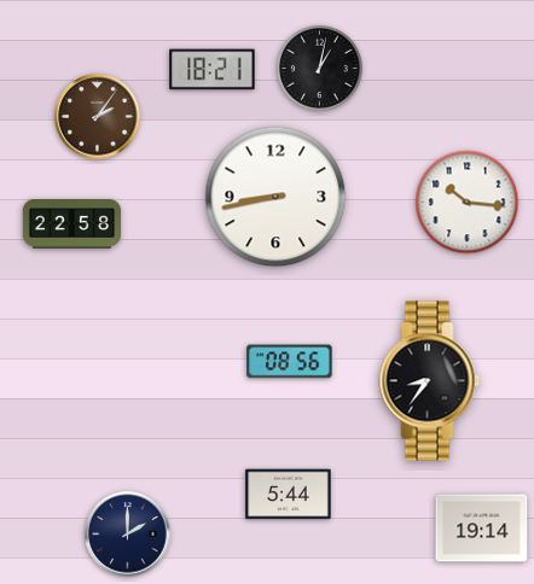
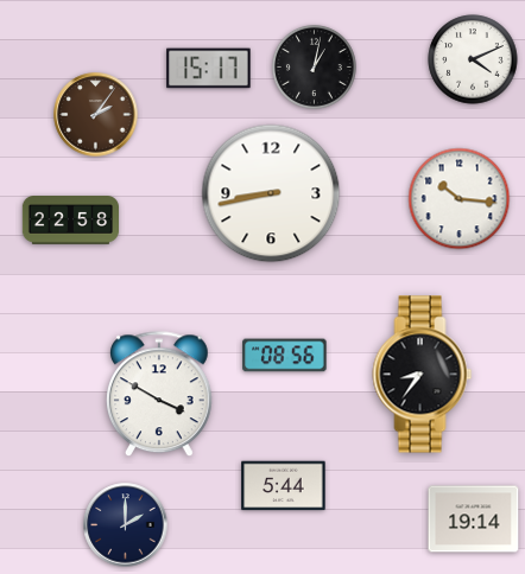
clock at (473, 59): none -> 4:11
clock at (213, 70): 18:21 -> 15:17
clock at (160, 395): none -> 3:50
